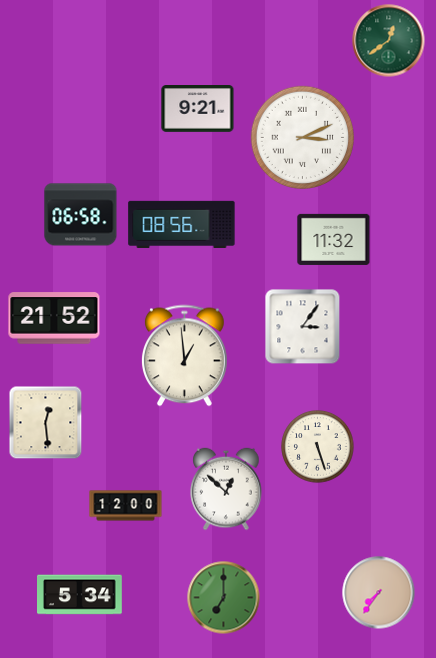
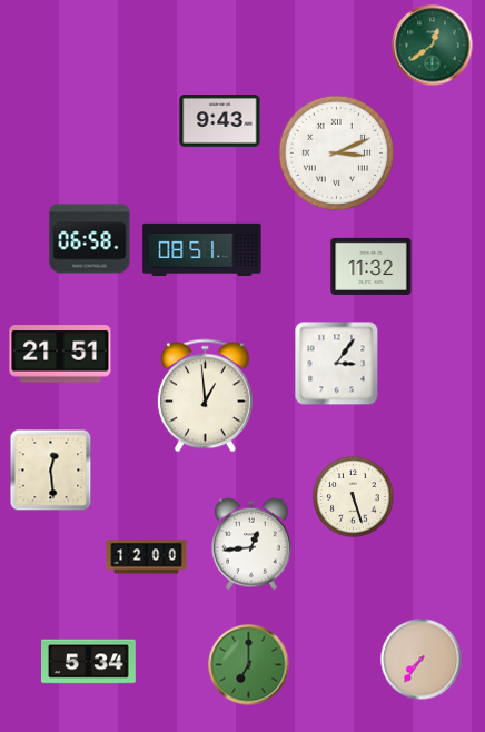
clock at (198, 109): 9:21 -> 9:43
clock at (182, 224): 08:56 -> 08:51
clock at (54, 318): 21:52 -> 21:51
clock at (226, 489): 12:52 -> 12:44
clock at (126, 506) position: (126, 506) -> (147, 557)
